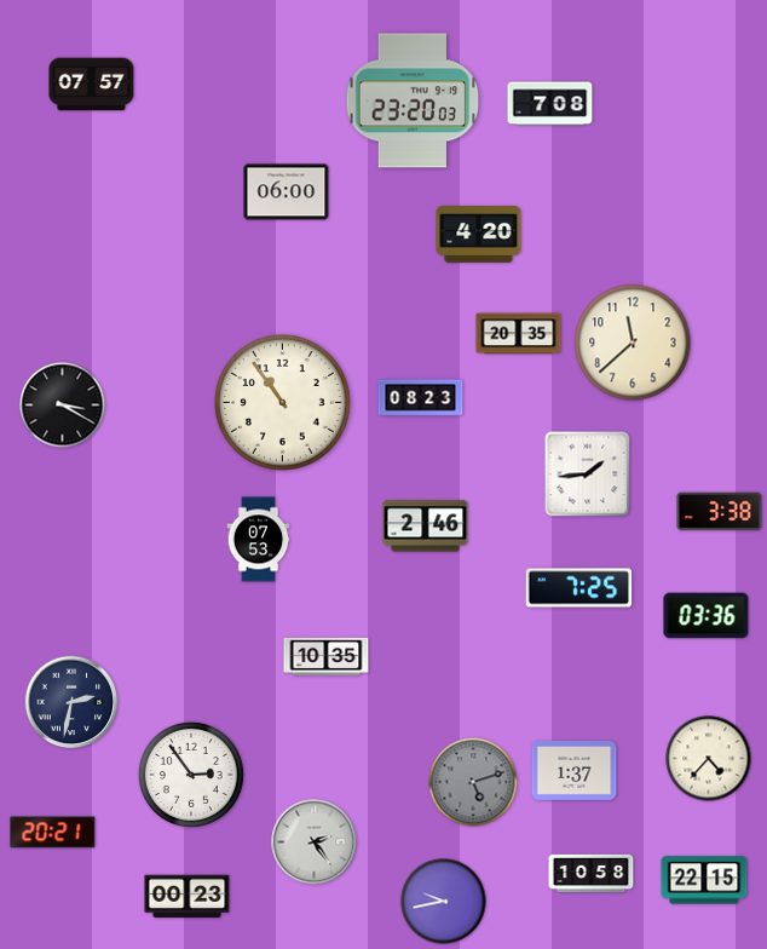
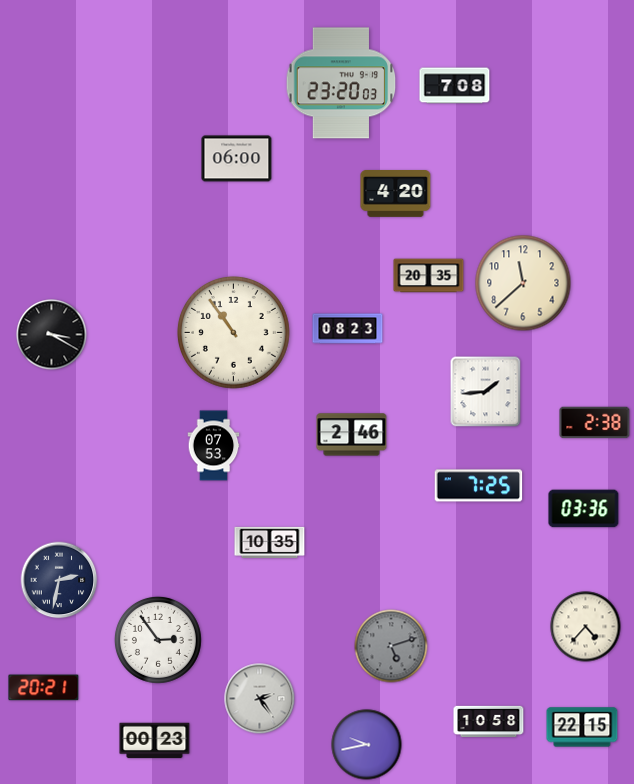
clock at (92, 85): 07:57 -> none
clock at (720, 512): 3:38 -> 2:38
clock at (575, 770): 1:37 -> none
clock at (315, 842) position: (315, 842) -> (260, 699)
